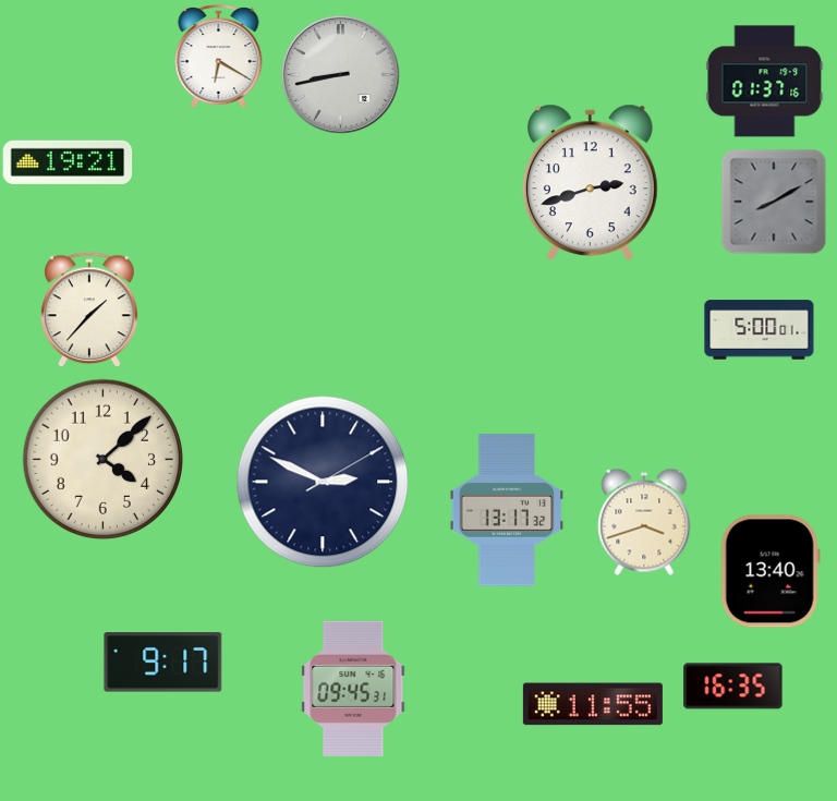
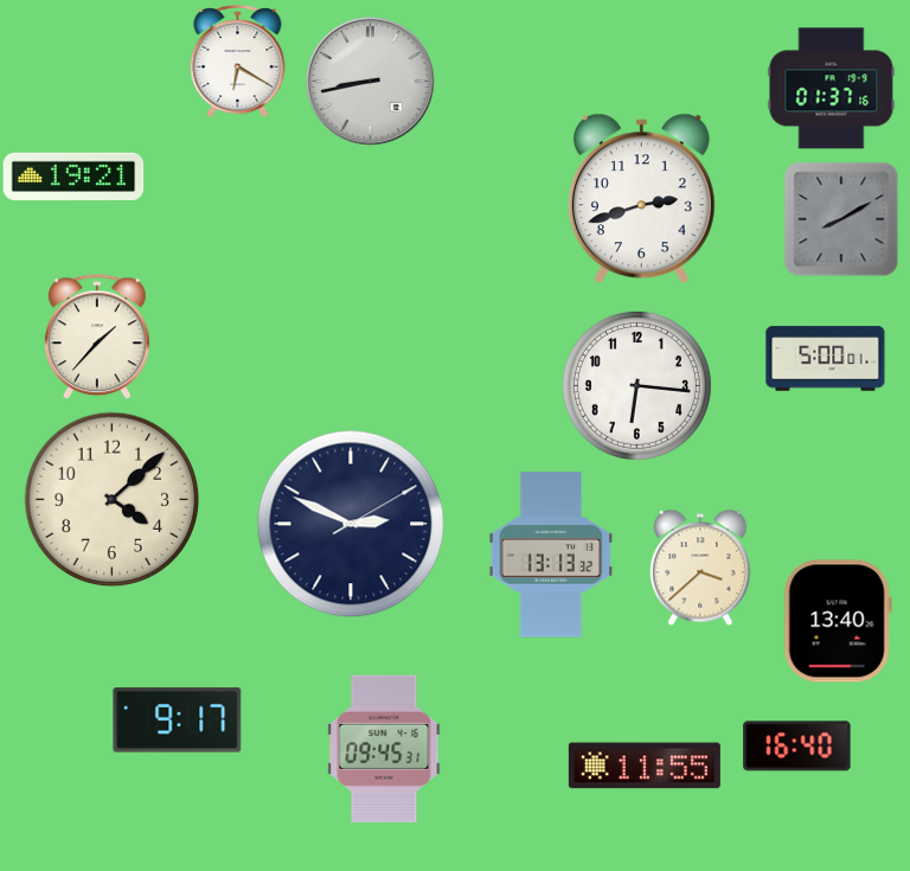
clock at (636, 385): none -> 6:16
clock at (507, 510): 13:17 -> 13:13
clock at (644, 522): 3:42 -> 3:38
clock at (733, 687): 16:35 -> 16:40
